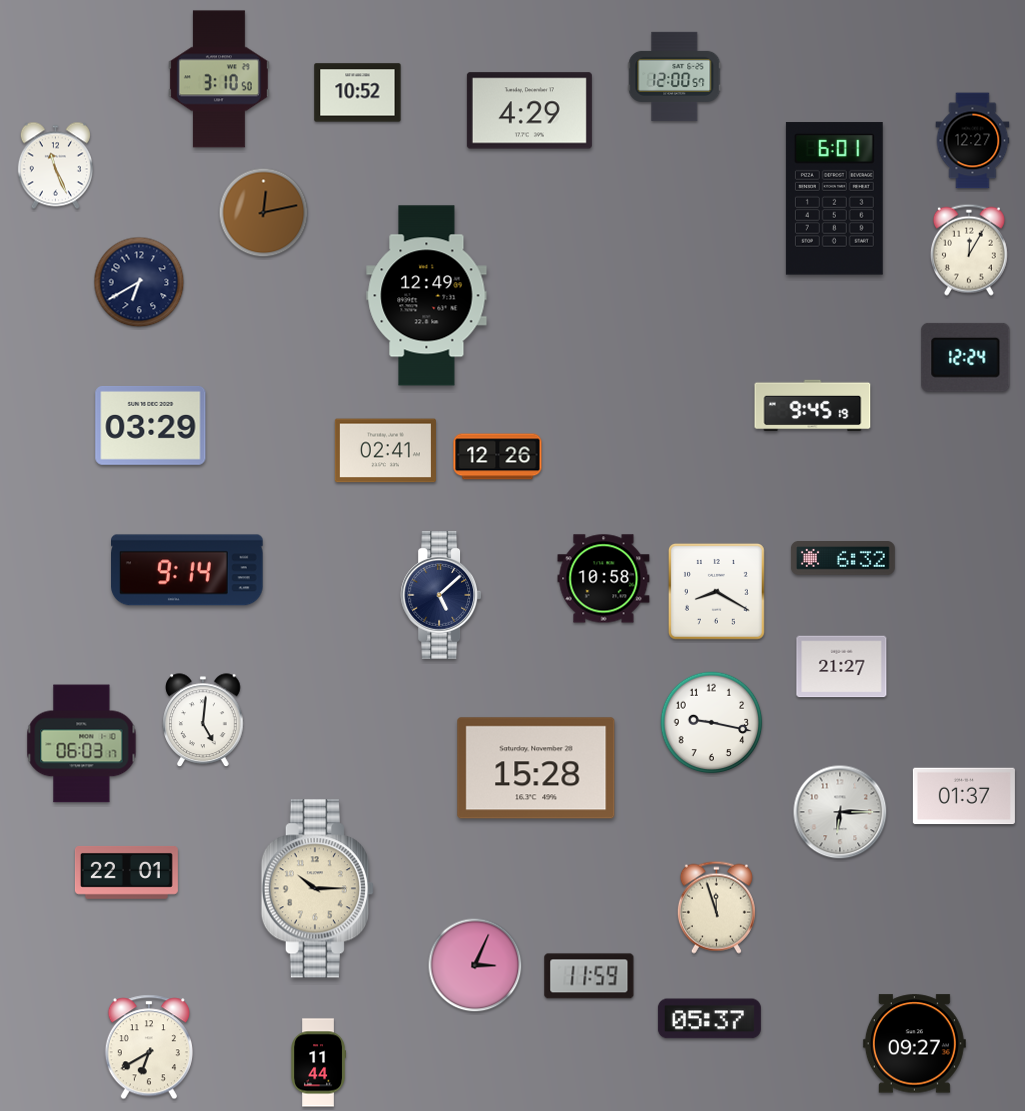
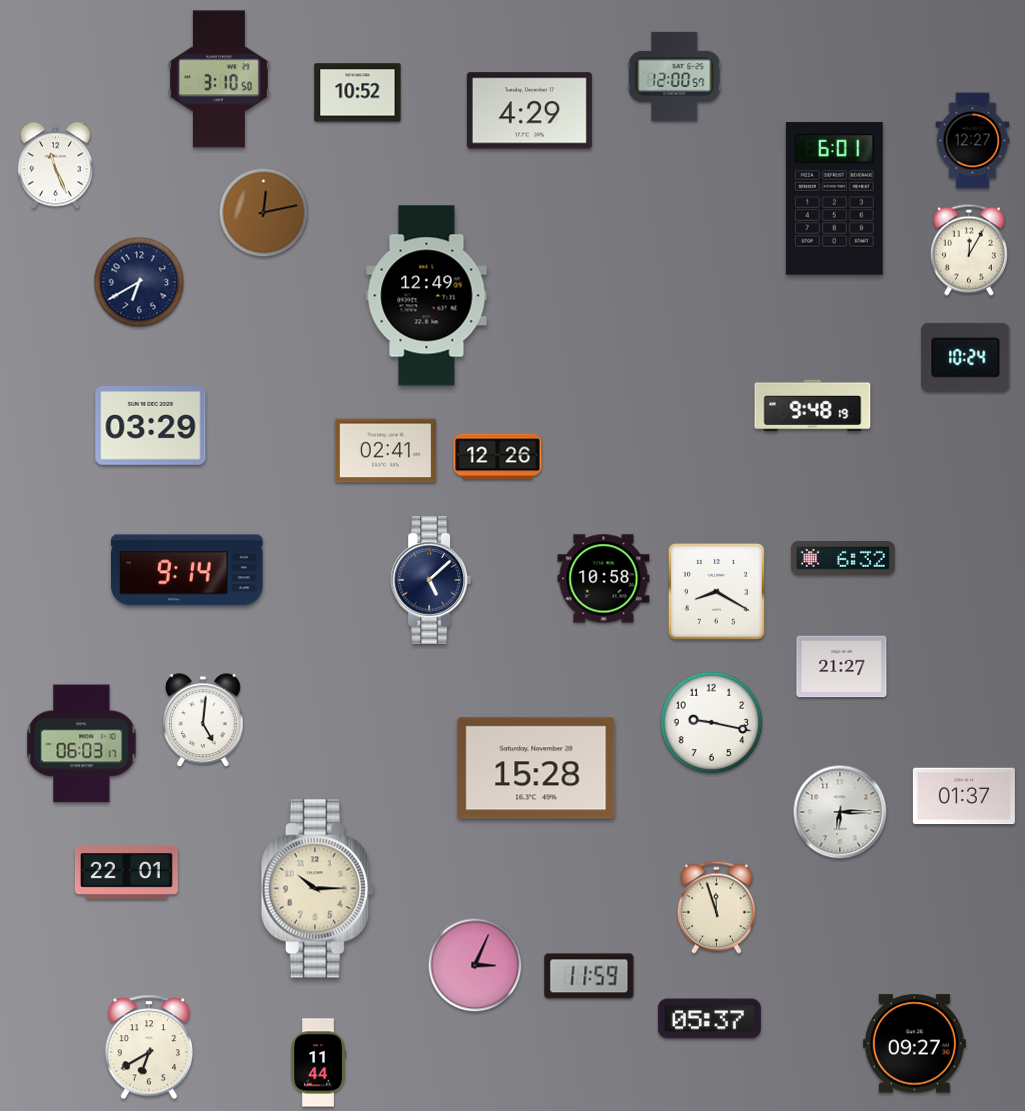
clock at (966, 357): 12:24 -> 10:24
clock at (813, 406): 9:45 -> 9:48
clock at (441, 596) position: (441, 596) -> (431, 581)
